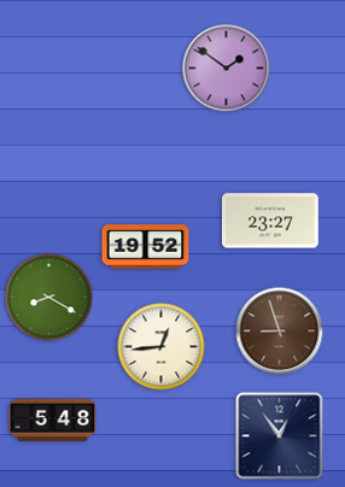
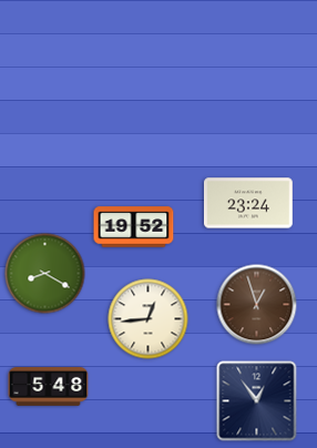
clock at (227, 69): 1:51 -> none
clock at (271, 221): 23:27 -> 23:24
clock at (280, 331): 8:57 -> 12:57
